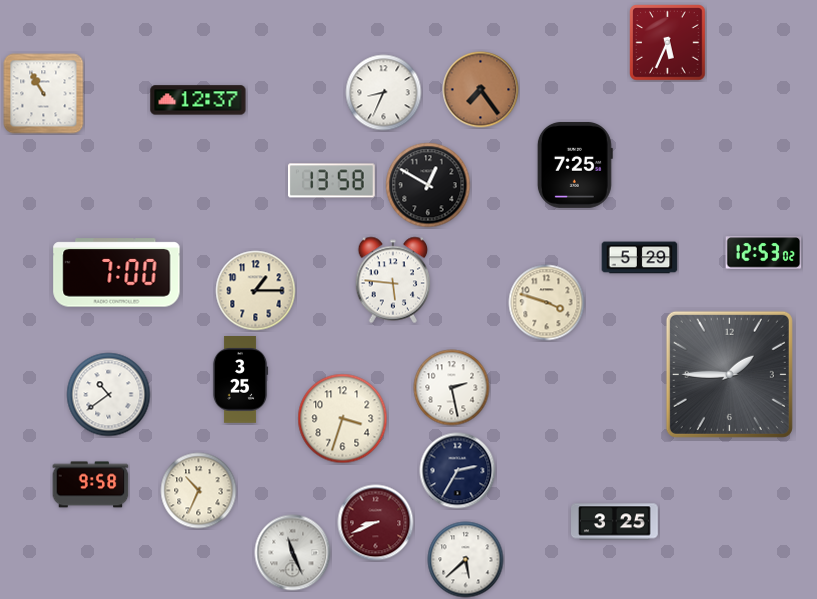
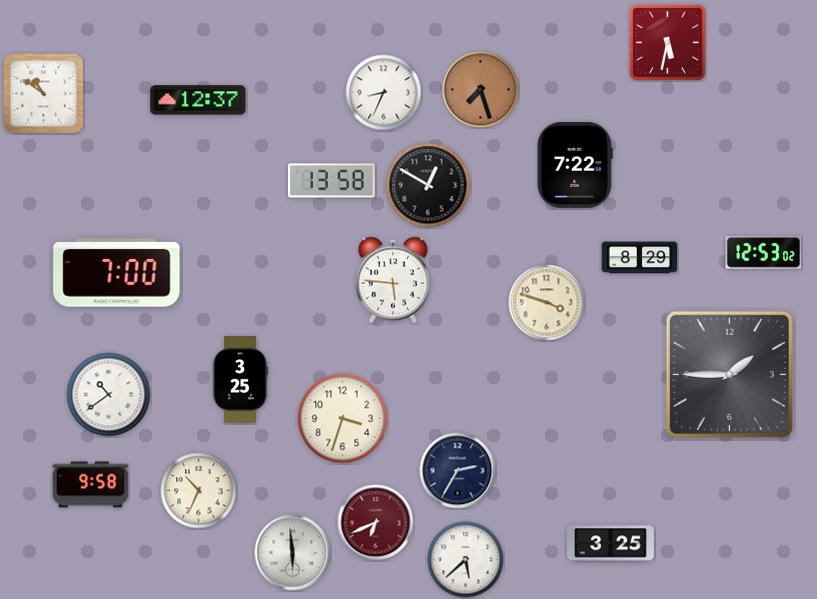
clock at (668, 43): 5:34 -> 5:32
clock at (481, 90): 7:24 -> 7:27
clock at (44, 94): 10:55 -> 10:51
clock at (575, 165): 7:25 -> 7:22
clock at (640, 258): 5:29 -> 8:29
clock at (256, 291): 1:15 -> none
clock at (452, 388): 2:28 -> none
clock at (615, 522) position: (615, 522) -> (611, 544)
clock at (376, 523): 8:41 -> 6:41
clock at (293, 553): 11:26 -> 5:59
